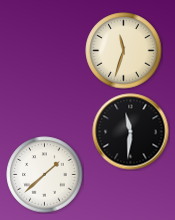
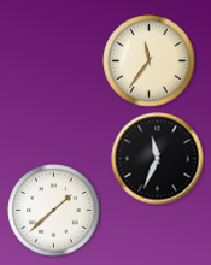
clock at (124, 51): 11:33 -> 11:36
clock at (131, 132): 11:31 -> 11:34
